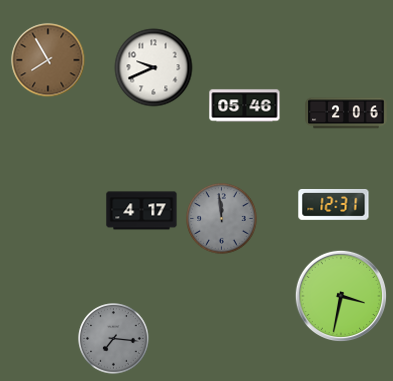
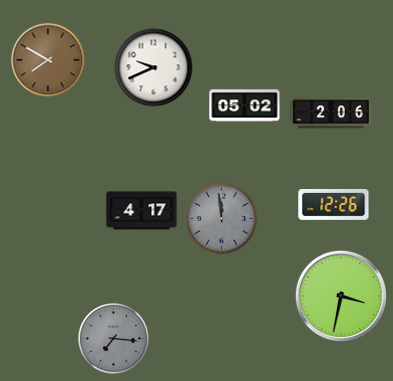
clock at (48, 60): 7:55 -> 7:50
clock at (245, 106): 05:46 -> 05:02
clock at (346, 113) position: (346, 113) -> (331, 113)
clock at (334, 205): 12:31 -> 12:26
